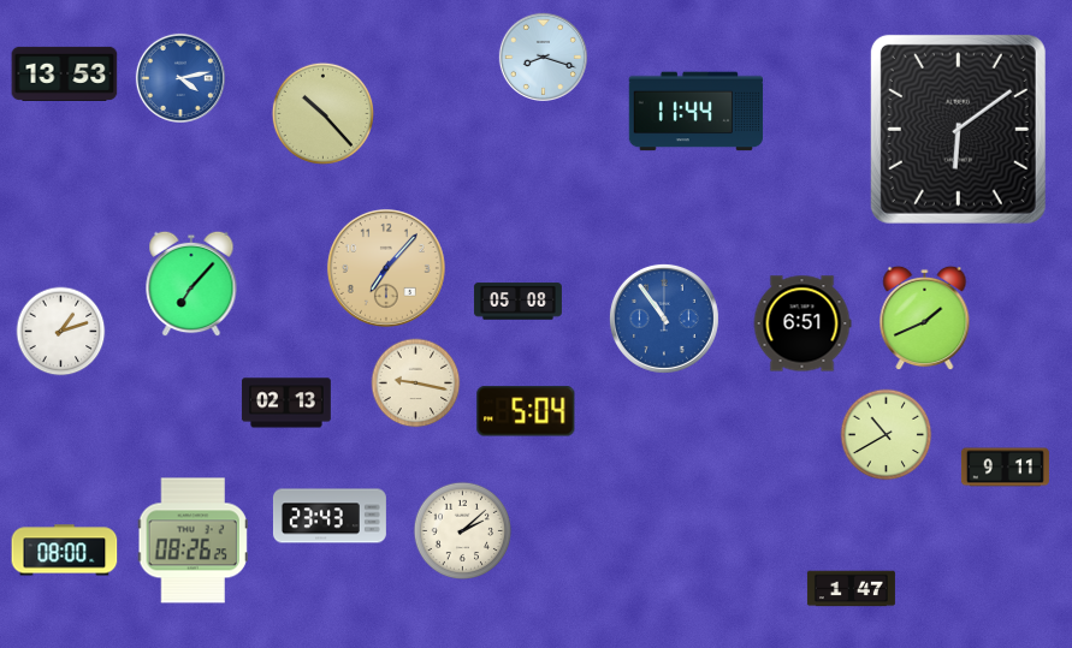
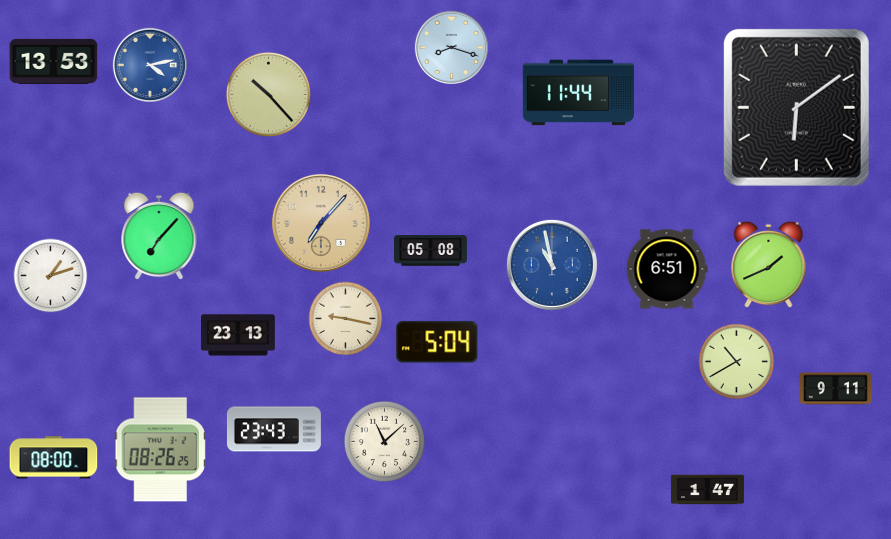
clock at (664, 319): 10:54 -> 10:58
clock at (286, 403): 02:13 -> 23:13
clock at (463, 531): 2:08 -> 11:08
